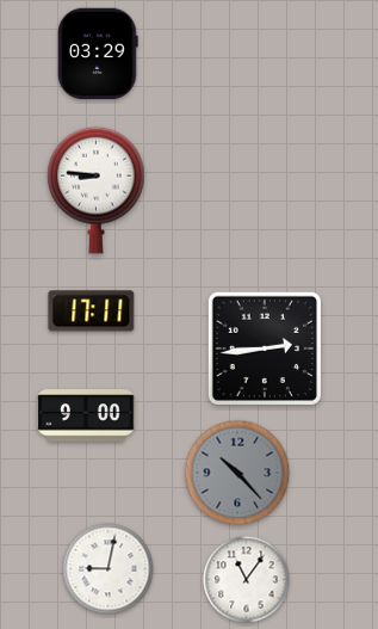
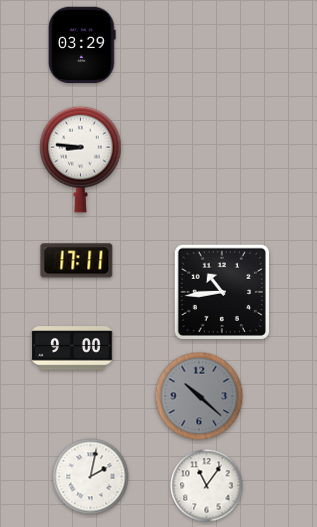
clock at (264, 347): 2:44 -> 10:44
clock at (237, 473): 10:23 -> 10:22
clock at (109, 569): 9:02 -> 2:02
